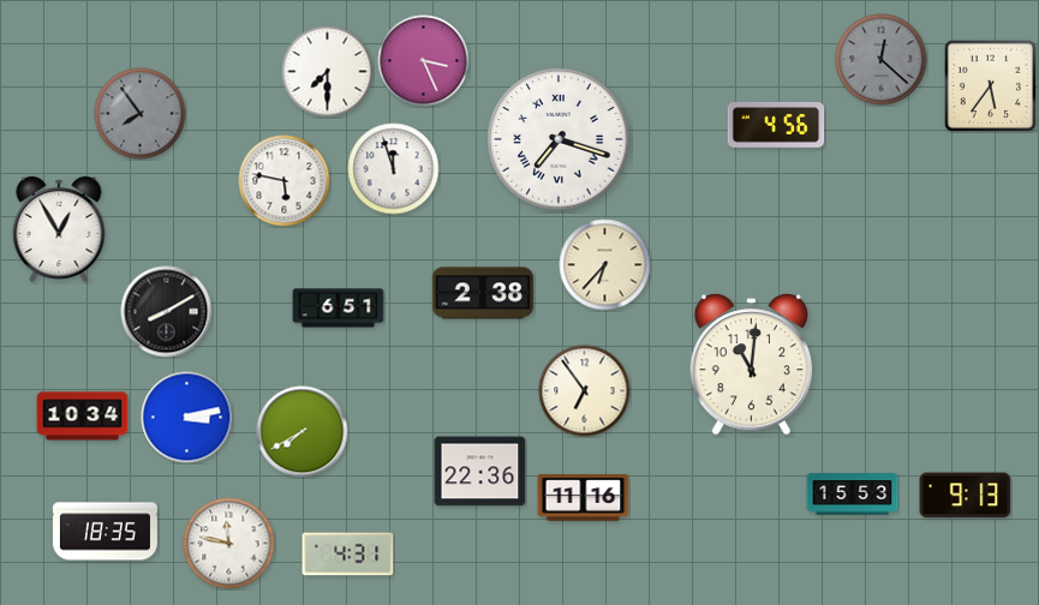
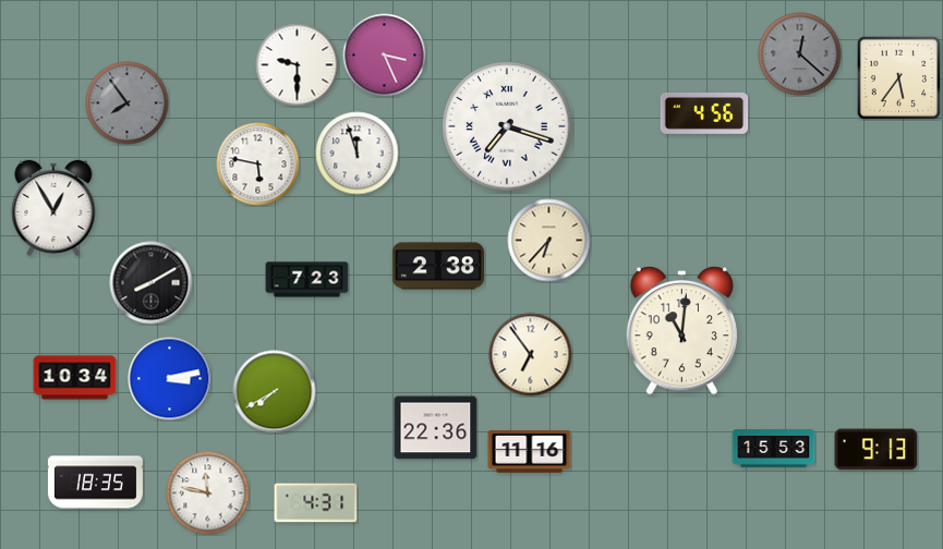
clock at (328, 72): 7:30 -> 9:30
clock at (339, 309): 6:51 -> 7:23
